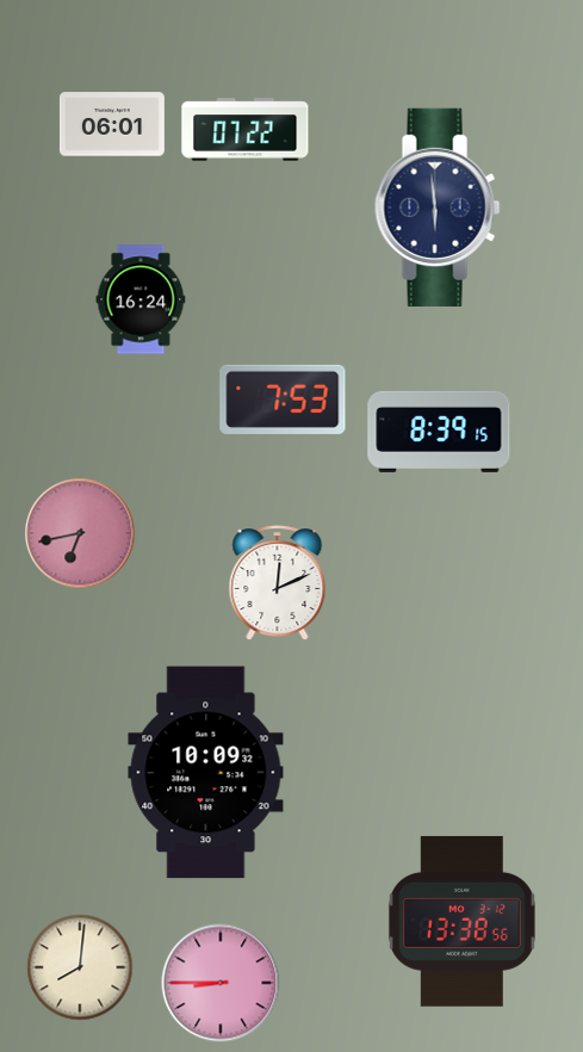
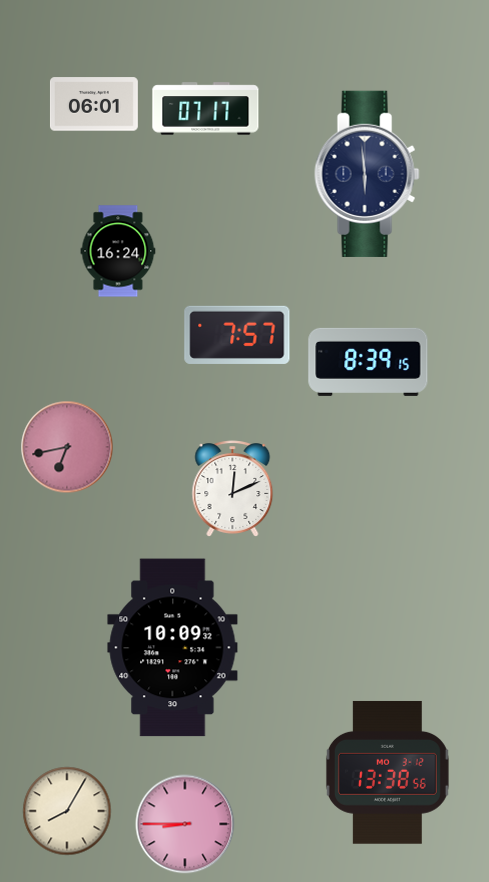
clock at (246, 130): 07:22 -> 07:17
clock at (283, 400): 7:53 -> 7:57
clock at (80, 967): 8:01 -> 8:05
